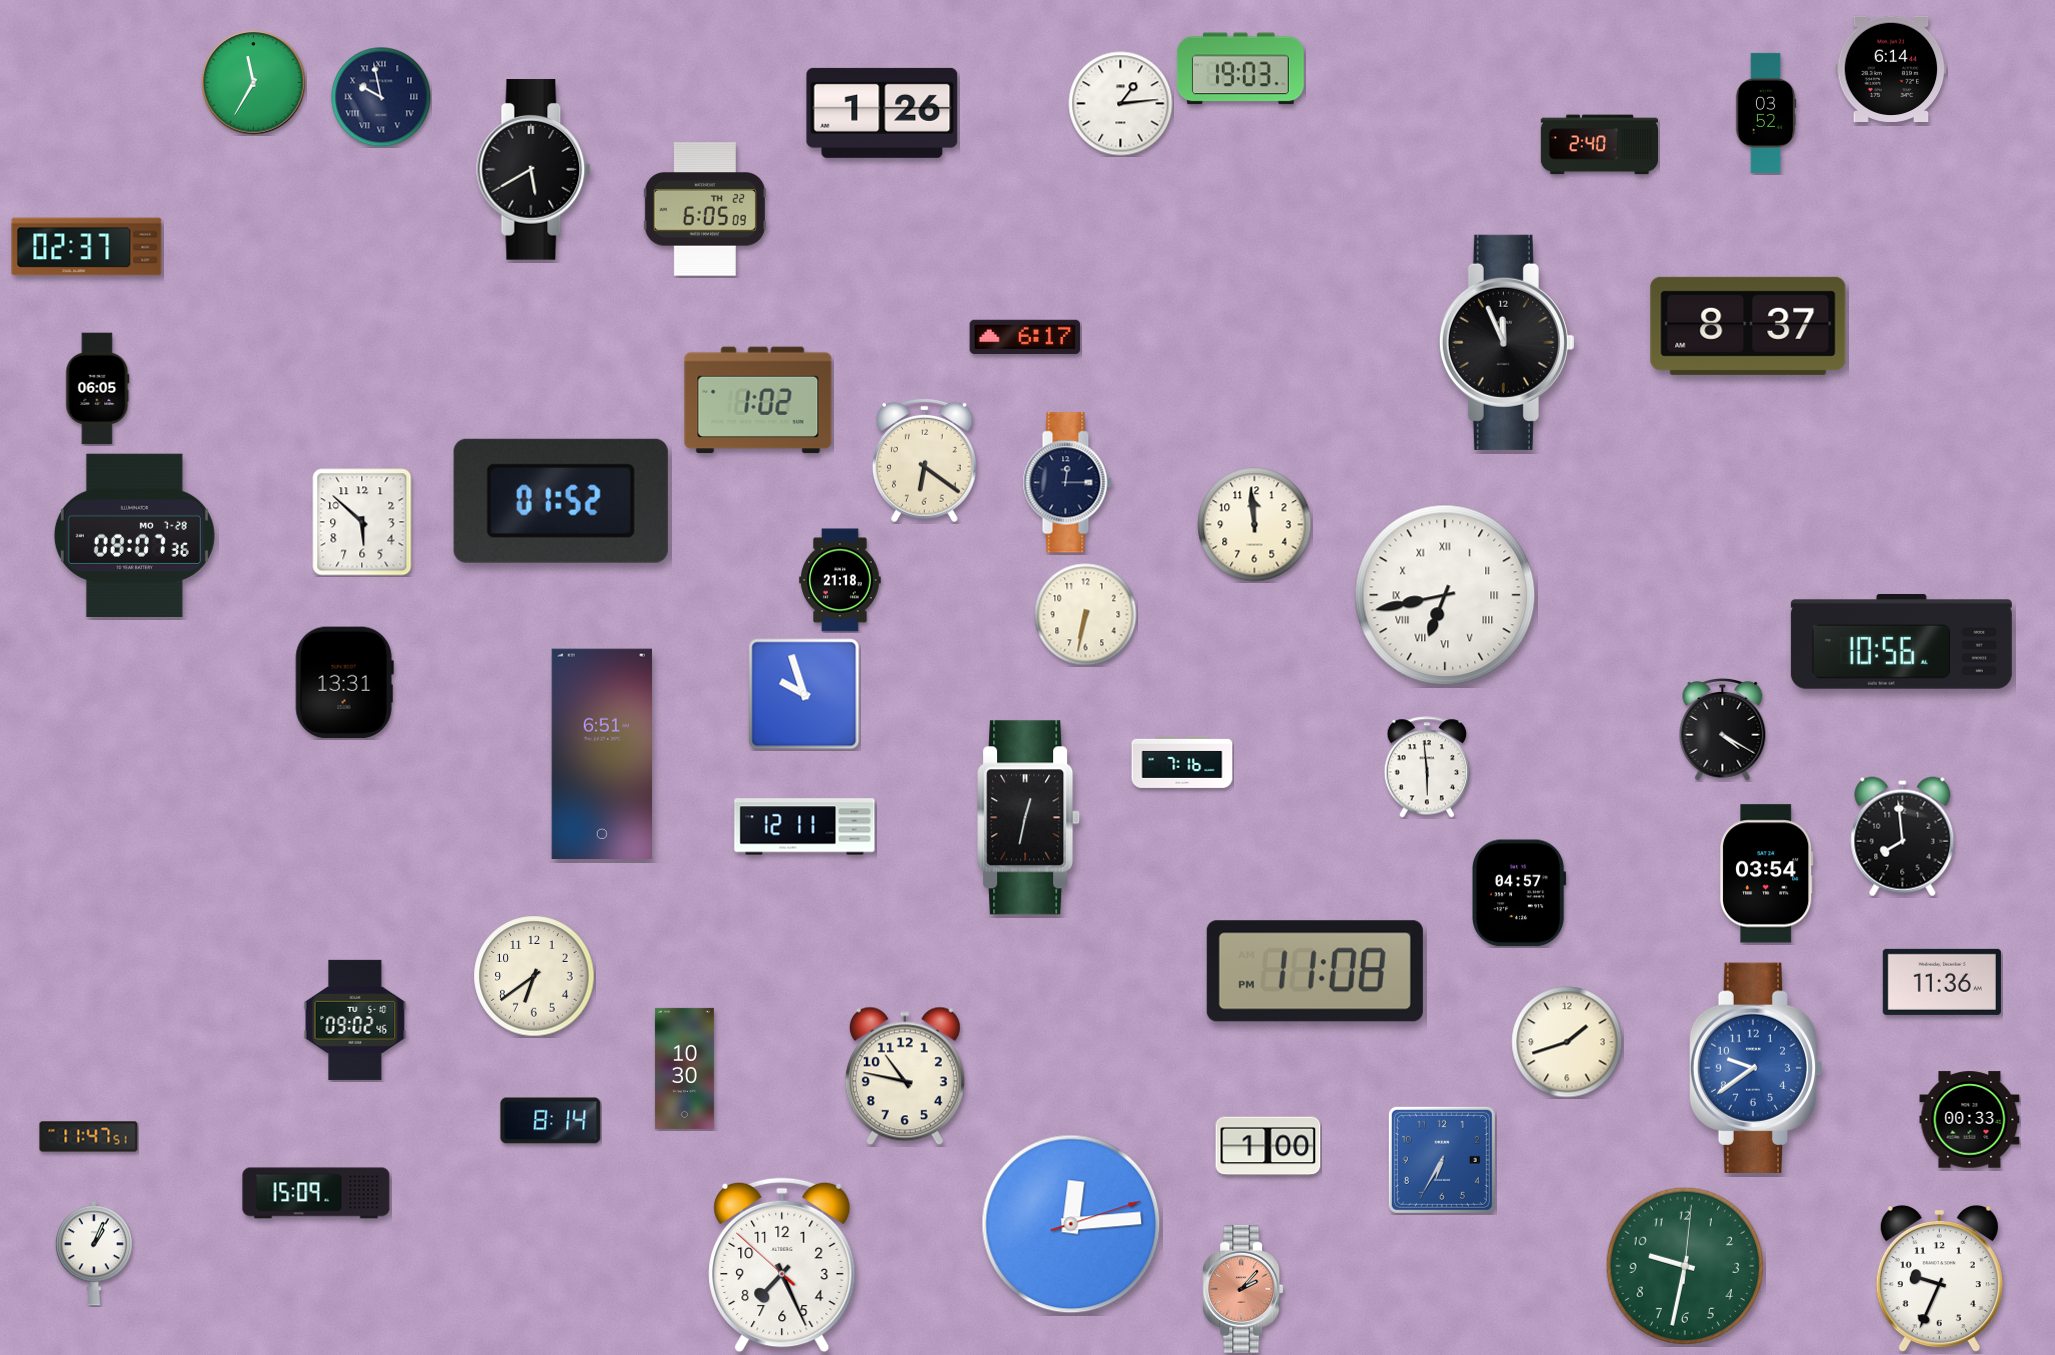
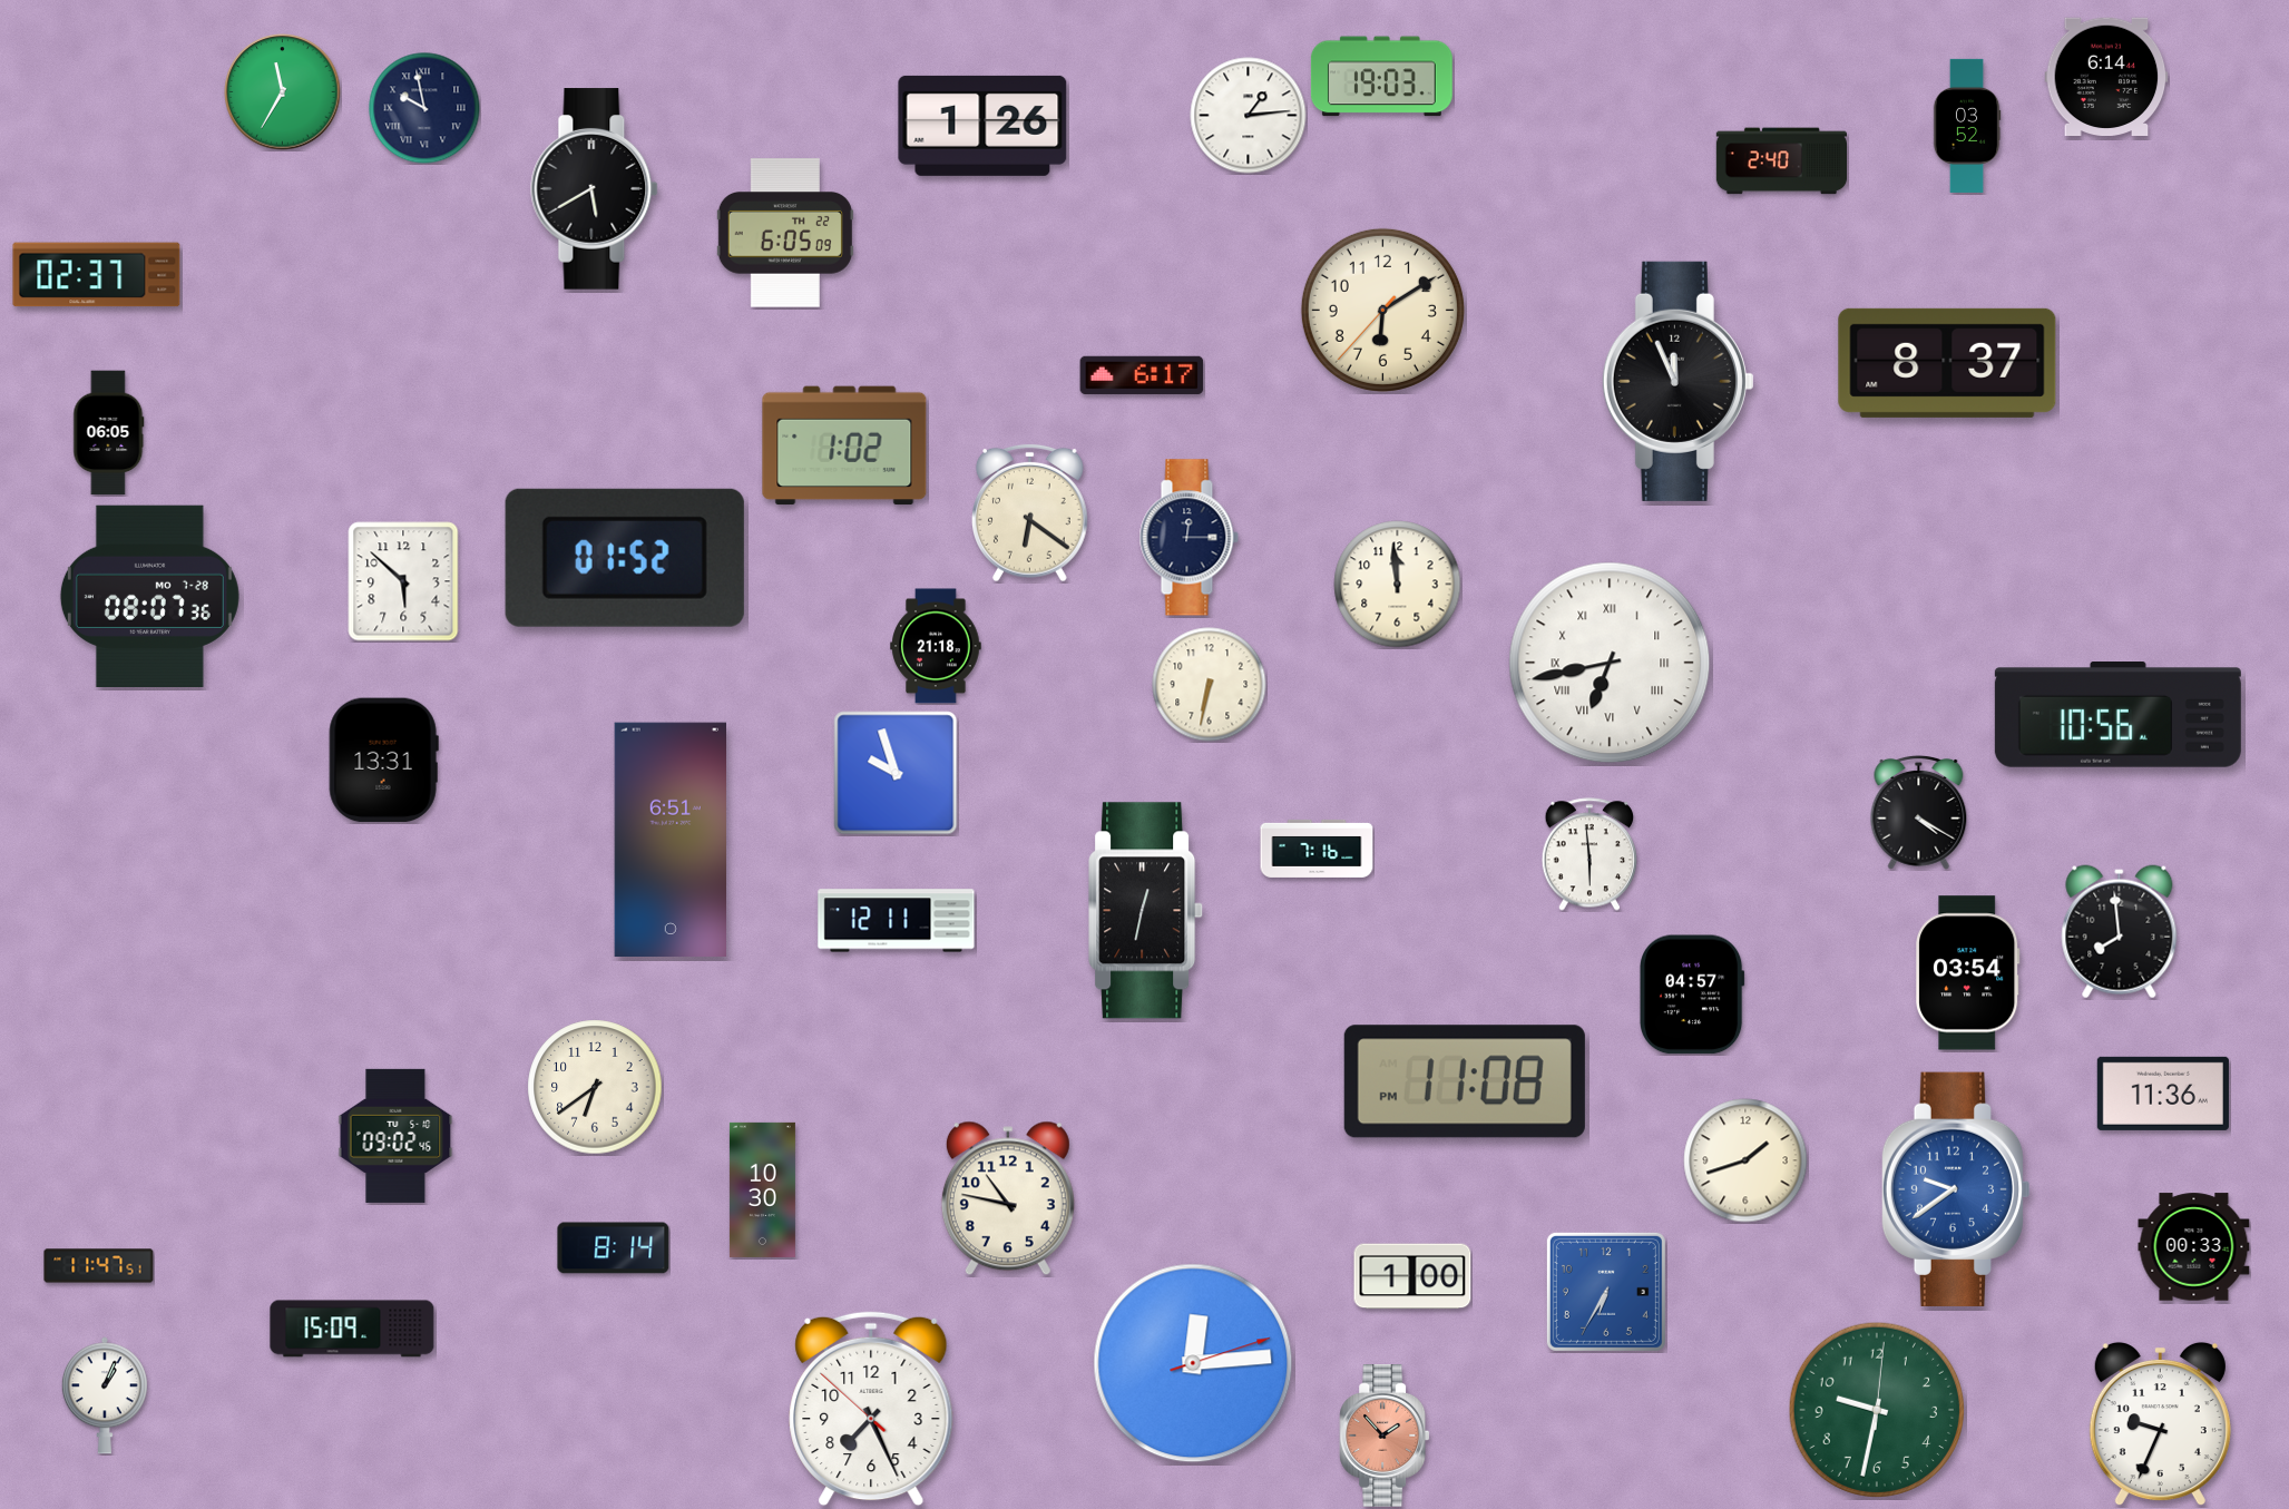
clock at (1382, 310): none -> 6:09
clock at (1243, 1290): 2:07 -> 1:53
